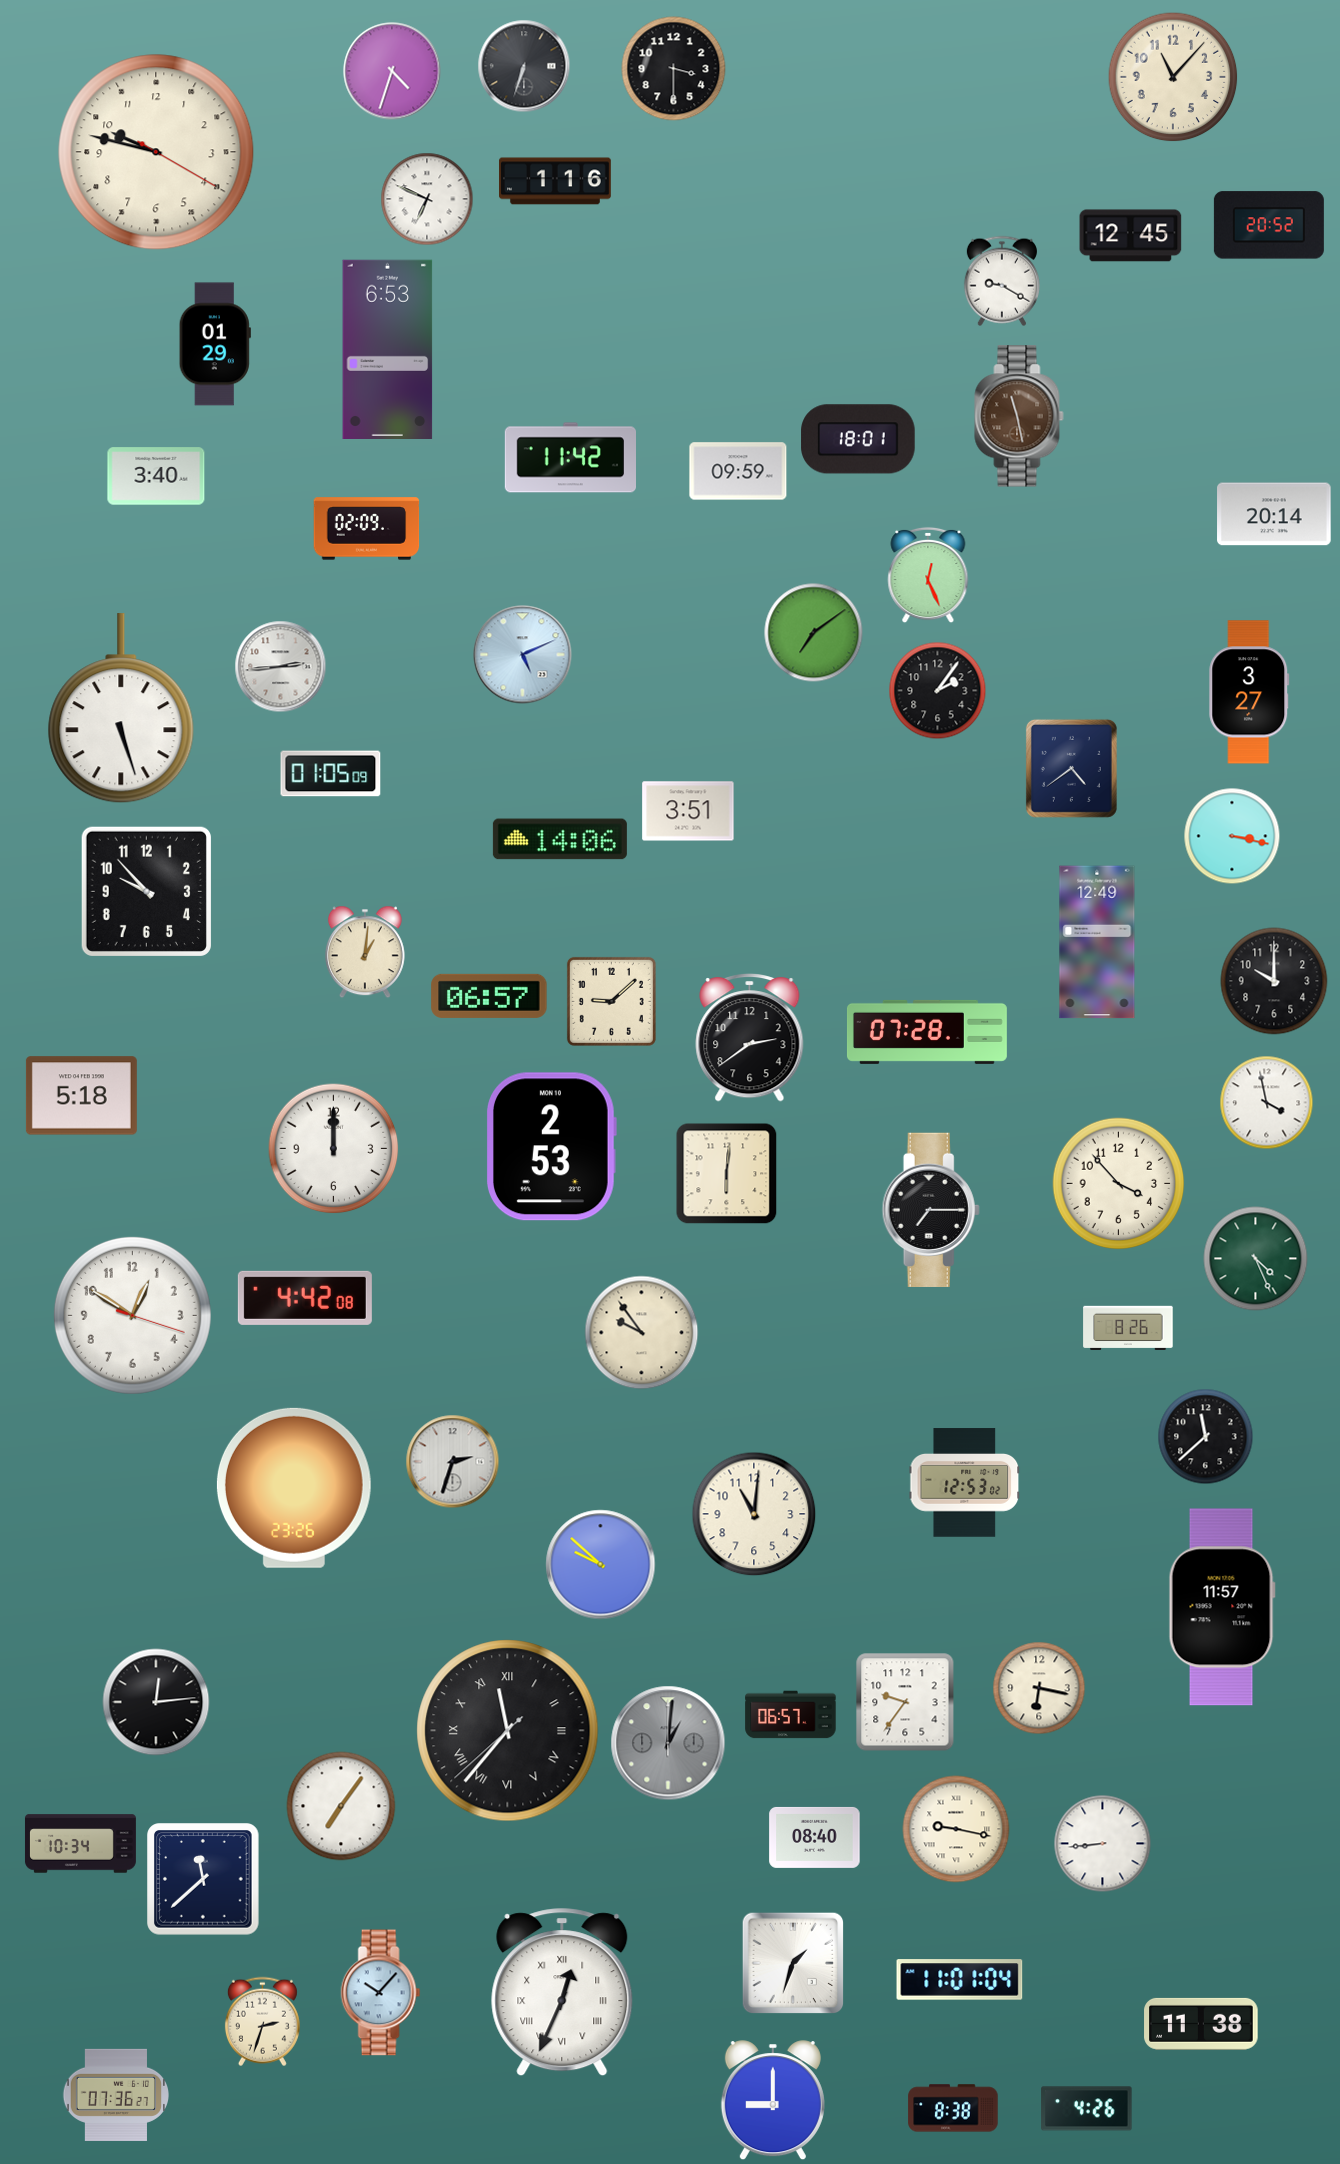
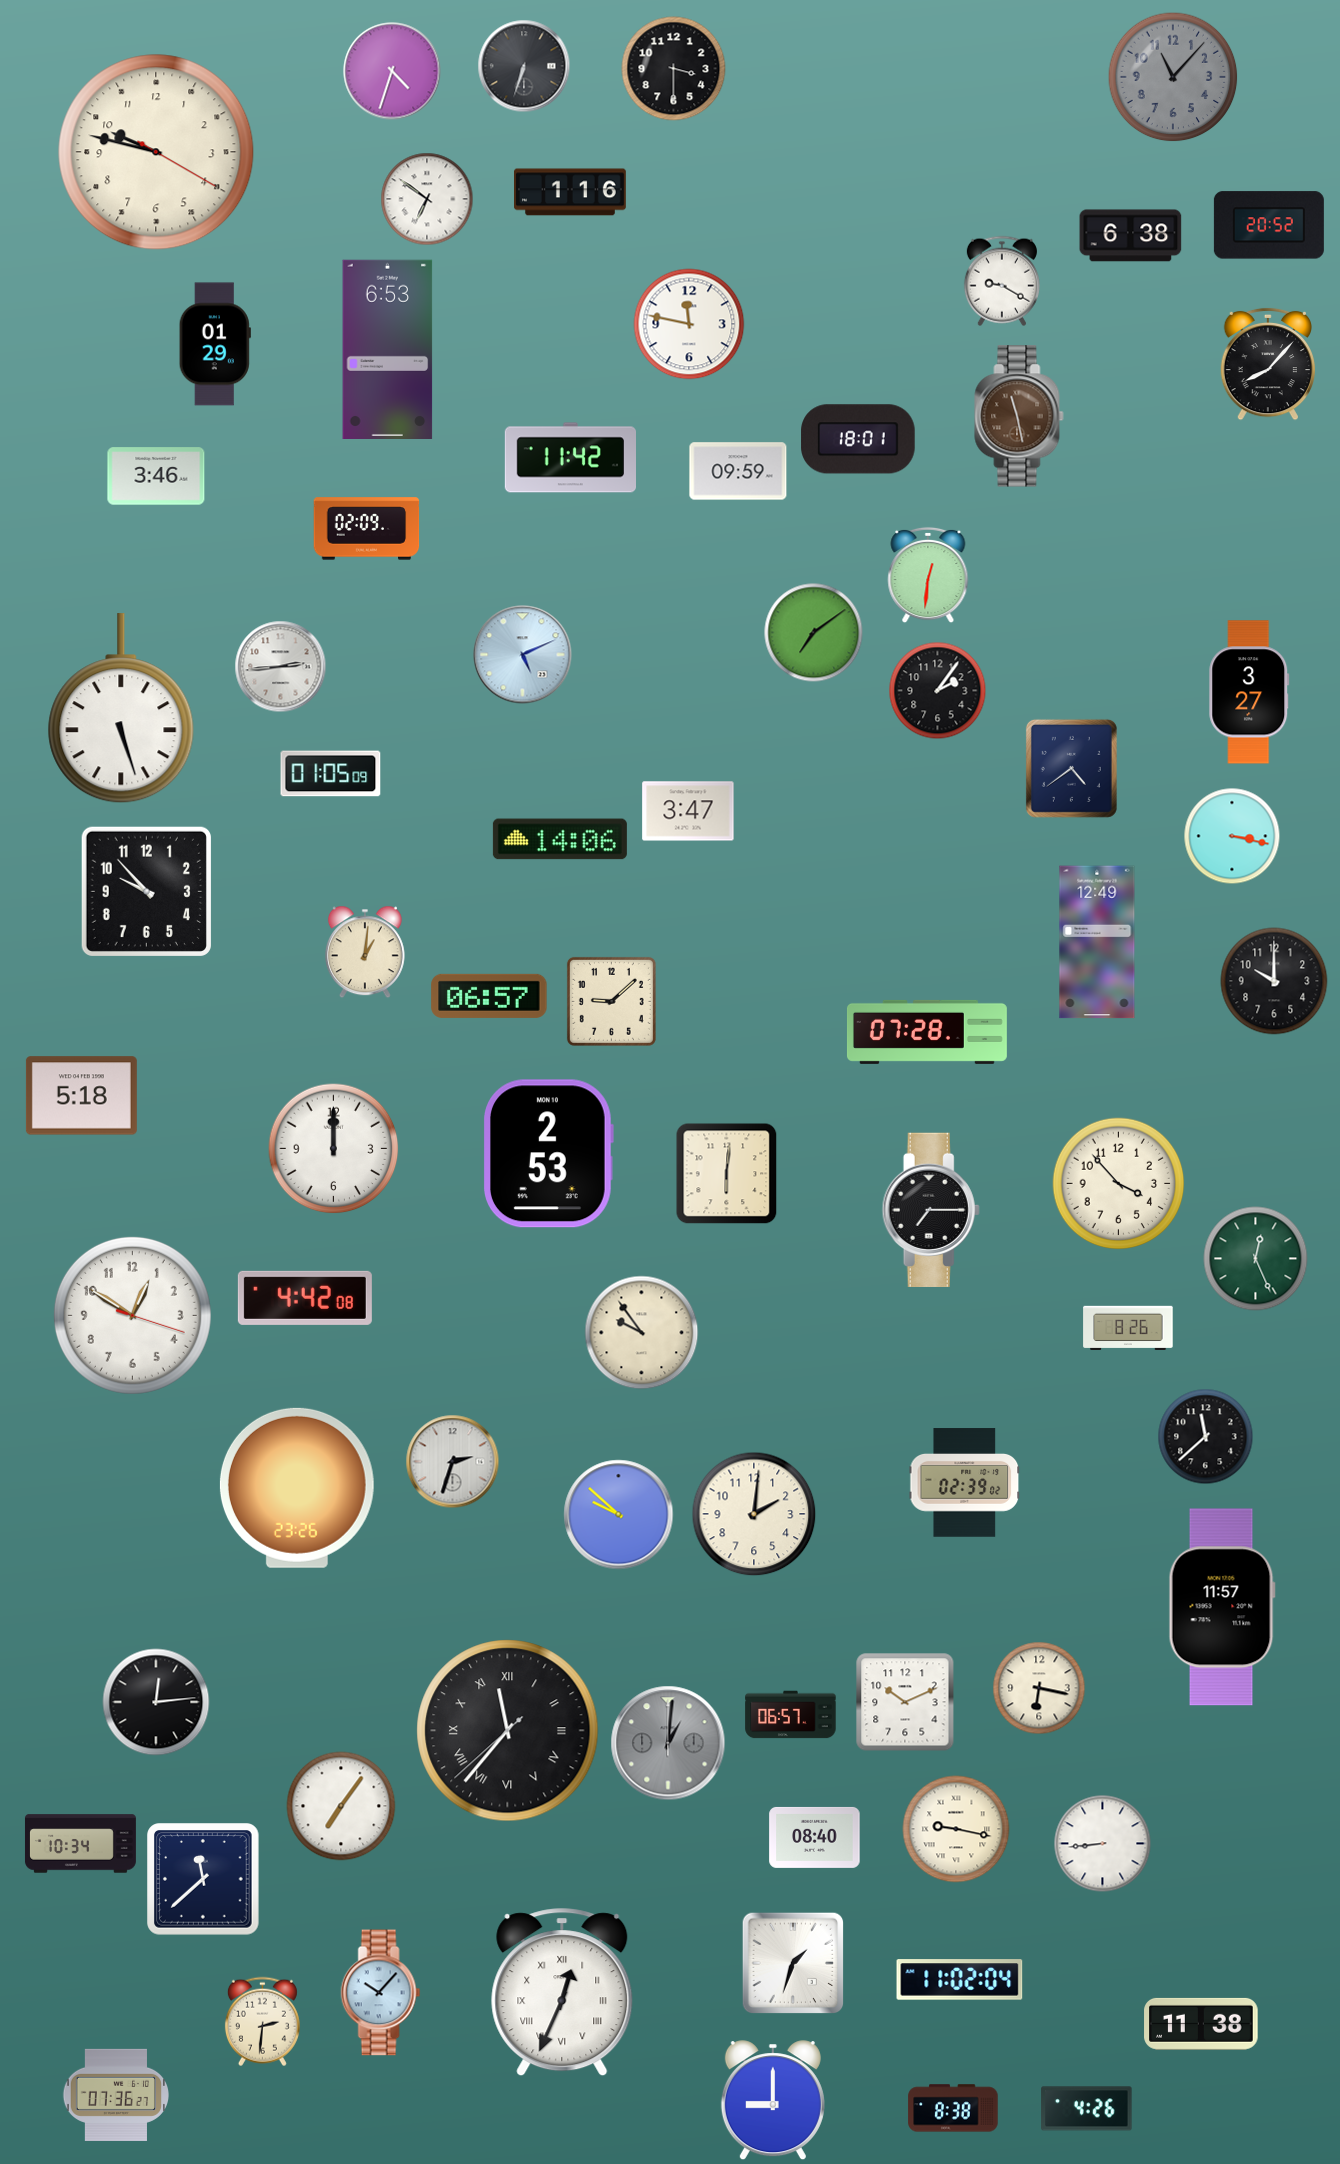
clock at (1173, 77) dial: cream -> grey
clock at (556, 181) position: (556, 181) -> (571, 192)
clock at (427, 199): 6:49 -> 6:51
clock at (1131, 236): 12:45 -> 6:38
clock at (689, 324): none -> 11:47
clock at (1267, 364): none -> 8:07
clock at (156, 476): 3:40 -> 3:46
clock at (1274, 514): 20:14 -> none
clock at (928, 575): 12:26 -> 12:31
clock at (688, 811): 3:51 -> 3:47
clock at (750, 1038): 2:39 -> none
clock at (1267, 1103): 3:58 -> none
clock at (552, 1147) position: (552, 1147) -> (549, 1154)
clock at (1256, 1259): 4:26 -> 12:26
clock at (965, 1483): 12:53 -> 02:39
clock at (294, 1488) position: (294, 1488) -> (297, 1488)
clock at (754, 1514): 11:01 -> 2:01
clock at (601, 1565) position: (601, 1565) -> (619, 1515)
clock at (905, 1702): 9:36 -> 10:11
clock at (960, 1980): 11:01 -> 11:02
clock at (262, 2022): 2:33 -> 2:31
